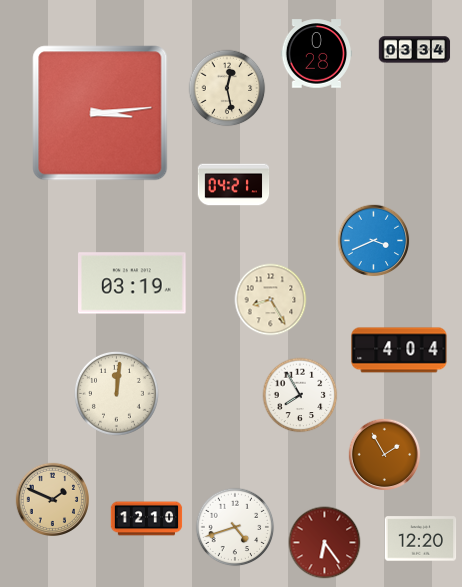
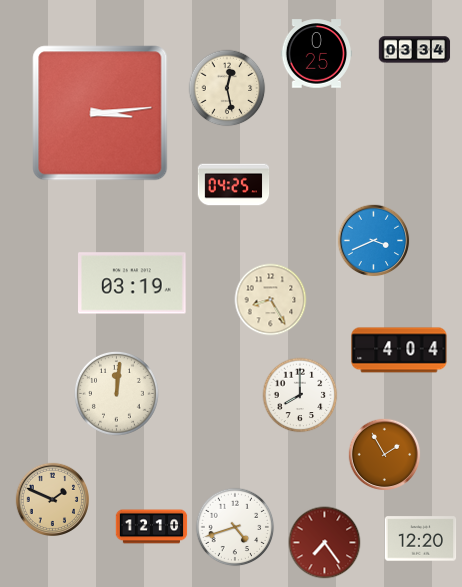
clock at (317, 54): 0:28 -> 0:25
clock at (234, 185): 04:21 -> 04:25
clock at (300, 395): 7:55 -> 8:00
clock at (147, 519) position: (147, 519) -> (152, 527)
clock at (325, 543): 6:24 -> 7:24
